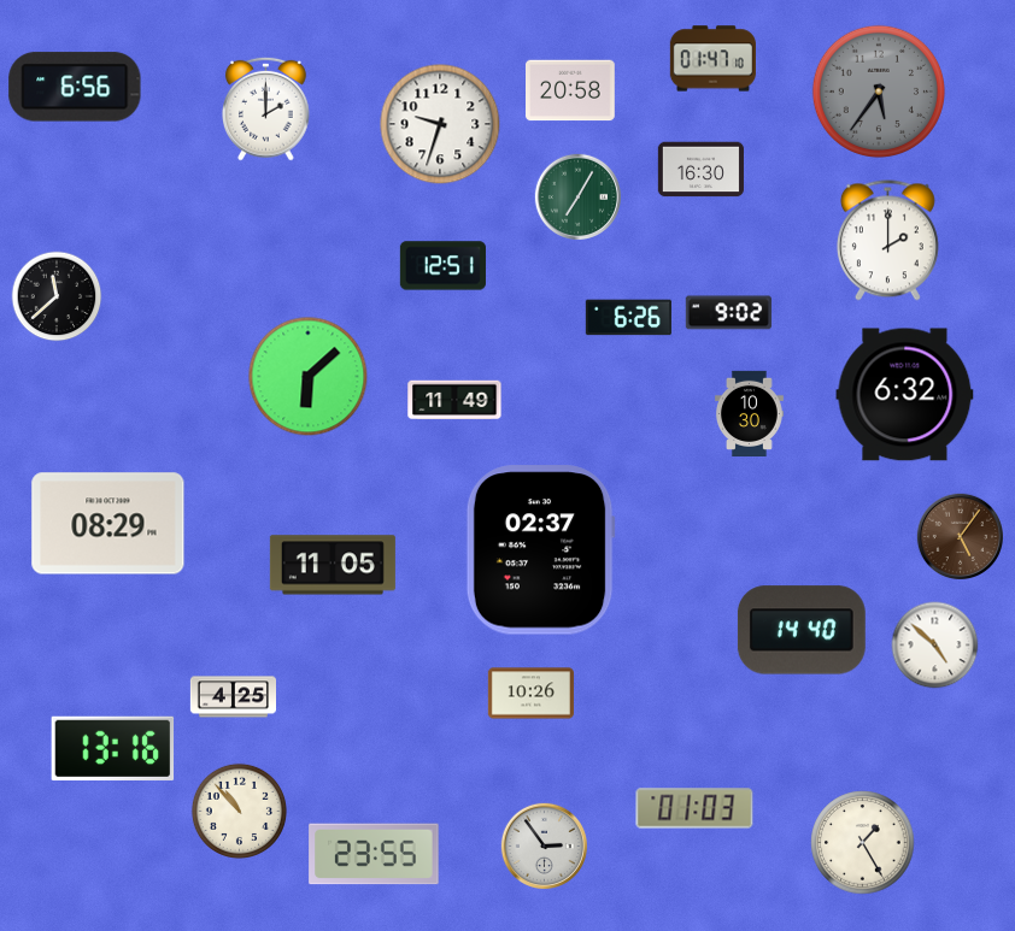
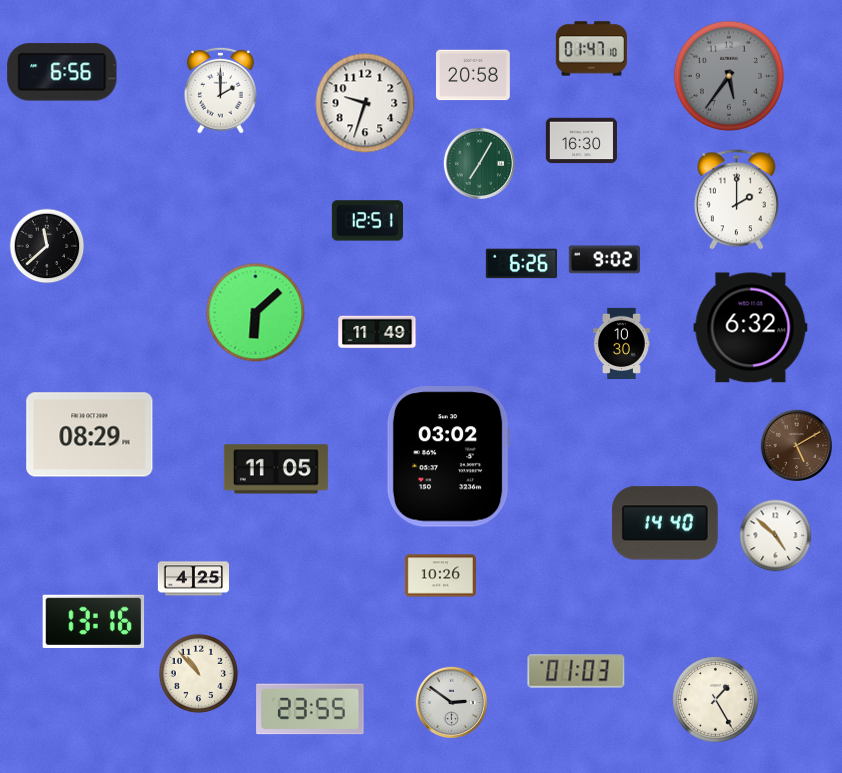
clock at (960, 536): 5:06 -> 5:10
clock at (540, 550): 02:37 -> 03:02
clock at (544, 845): 2:54 -> 2:51
